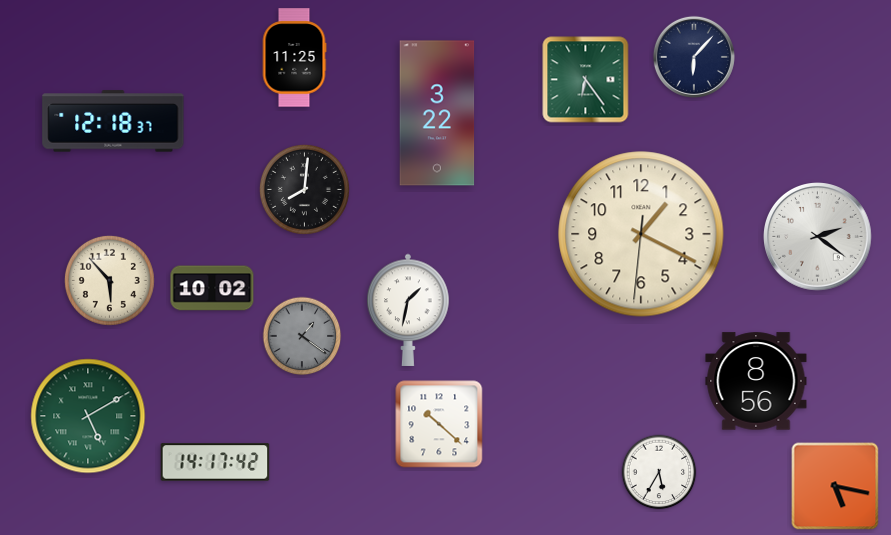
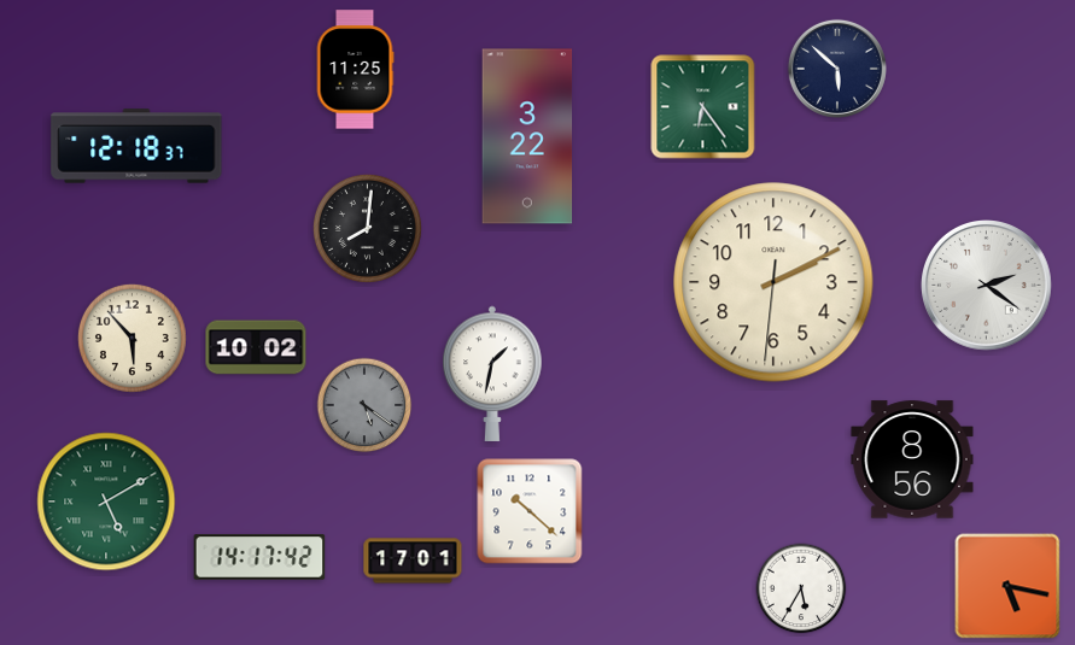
clock at (694, 57): 6:07 -> 5:52
clock at (586, 80) position: (586, 80) -> (703, 107)
clock at (641, 234): 1:19 -> 2:10
clock at (302, 336): 1:21 -> 5:21
clock at (413, 561): none -> 17:01
clock at (659, 472) position: (659, 472) -> (801, 588)
